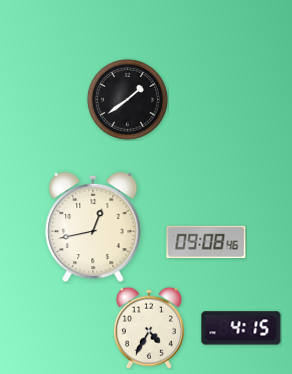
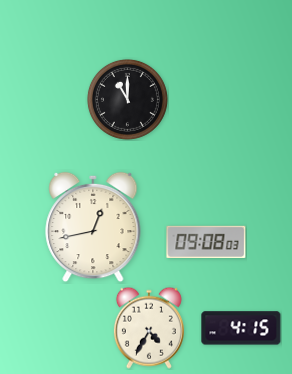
clock at (127, 99): 1:39 -> 11:00
clock at (206, 242): 09:08:46 -> 09:08:03
